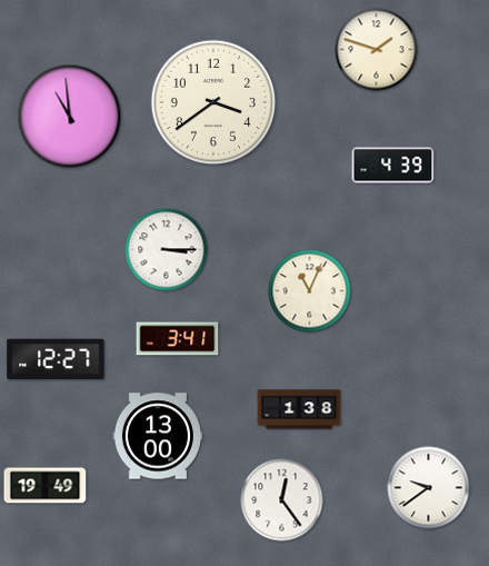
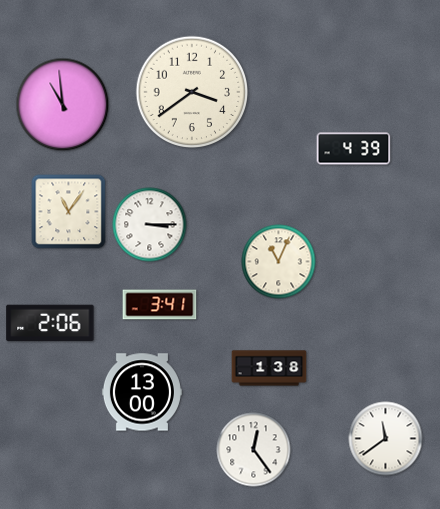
clock at (377, 50): 1:48 -> none
clock at (69, 212): none -> 11:06
clock at (56, 359): 12:27 -> 2:06
clock at (46, 486): 19:49 -> none
clock at (429, 488): 9:39 -> 11:39
